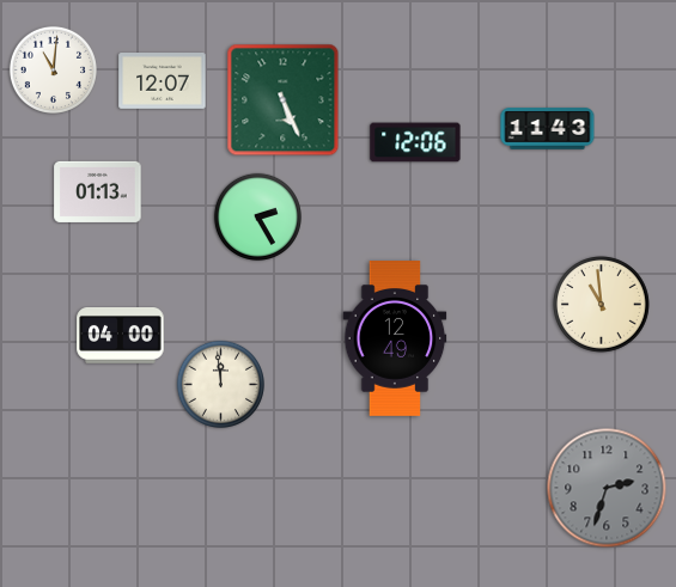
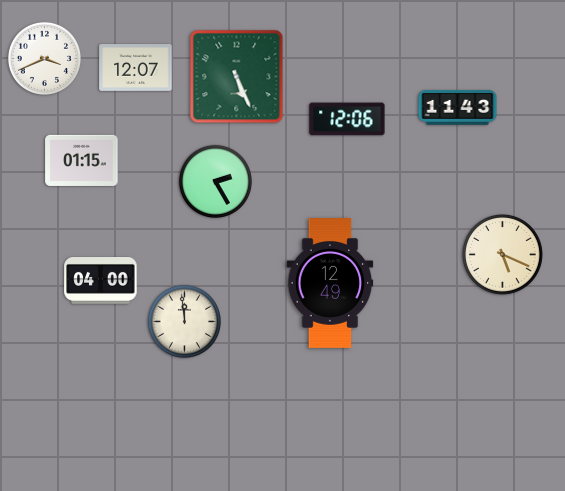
clock at (53, 69): 11:01 -> 3:41
clock at (284, 100) position: (284, 100) -> (237, 77)
clock at (98, 191): 01:13 -> 01:15
clock at (602, 305): 10:59 -> 5:19
clock at (607, 488): 2:33 -> none
